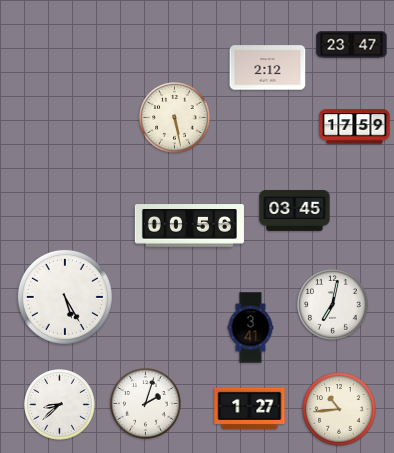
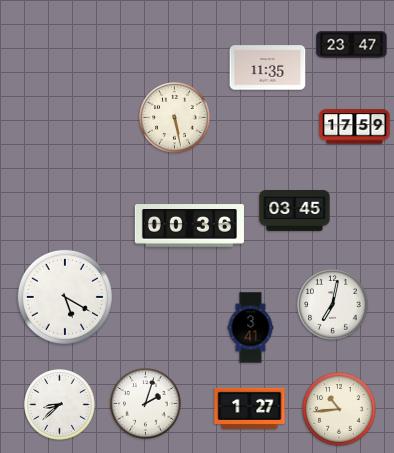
clock at (268, 68): 2:12 -> 11:35
clock at (189, 226): 00:56 -> 00:36
clock at (65, 297): 5:25 -> 5:20
